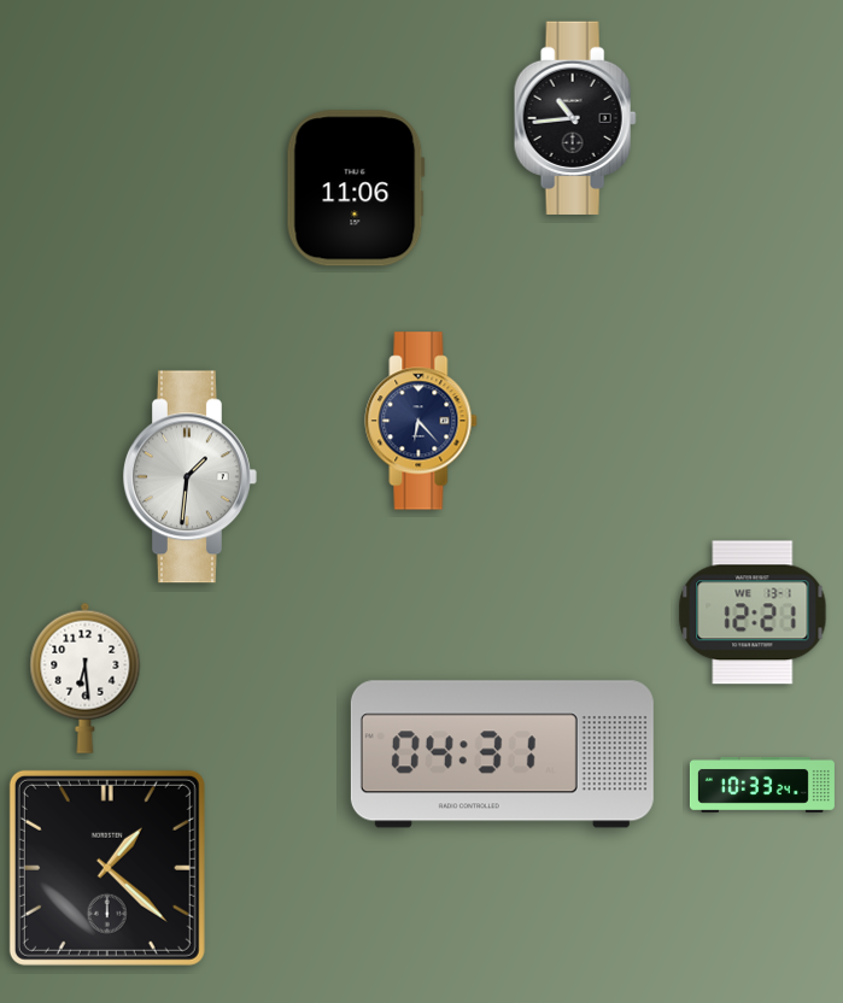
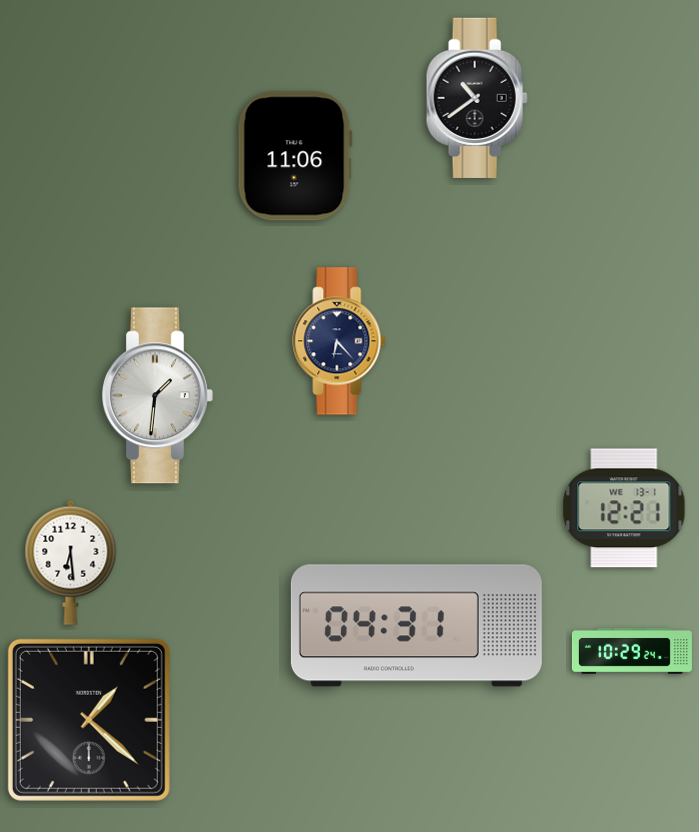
clock at (575, 118): 10:44 -> 10:39
clock at (421, 421) position: (421, 421) -> (339, 341)
clock at (762, 785): 10:33 -> 10:29
